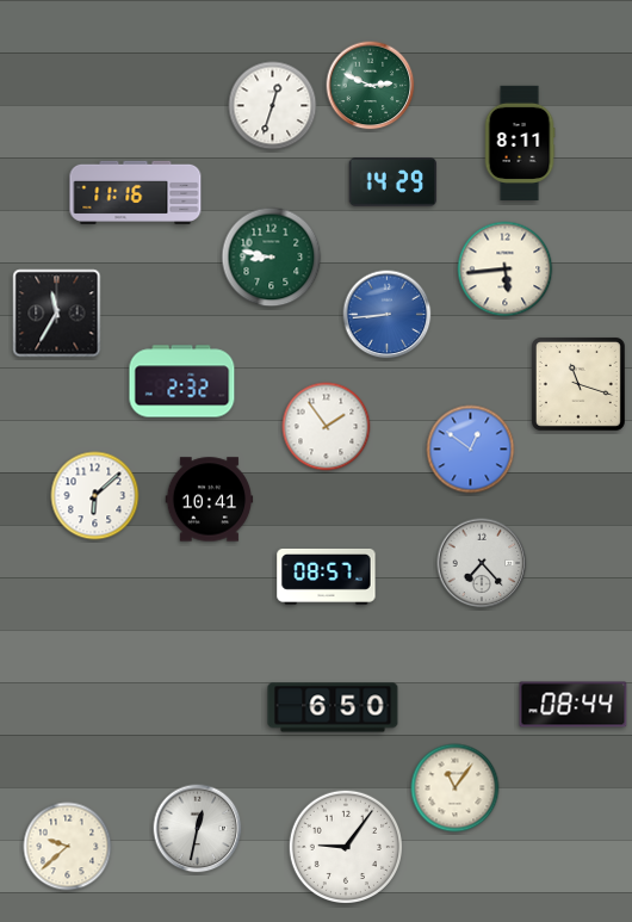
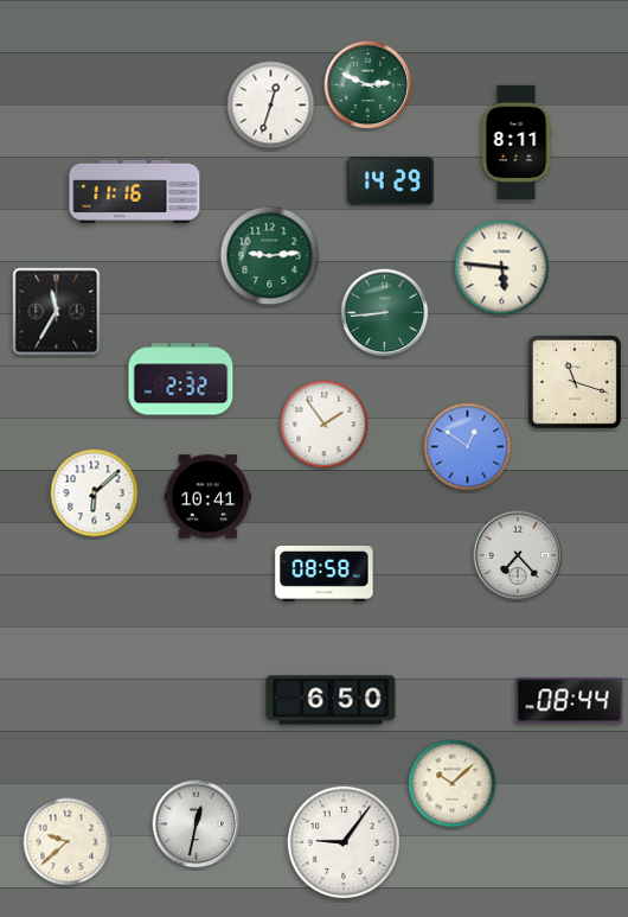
clock at (272, 258): 8:47 -> 9:14
clock at (506, 270): 5:44 -> 5:46
clock at (388, 315) dial: blue -> green
clock at (482, 563) position: (482, 563) -> (518, 555)
clock at (327, 577): 08:57 -> 08:58
clock at (333, 707) position: (333, 707) -> (331, 700)
clock at (456, 788): 11:06 -> 10:08
